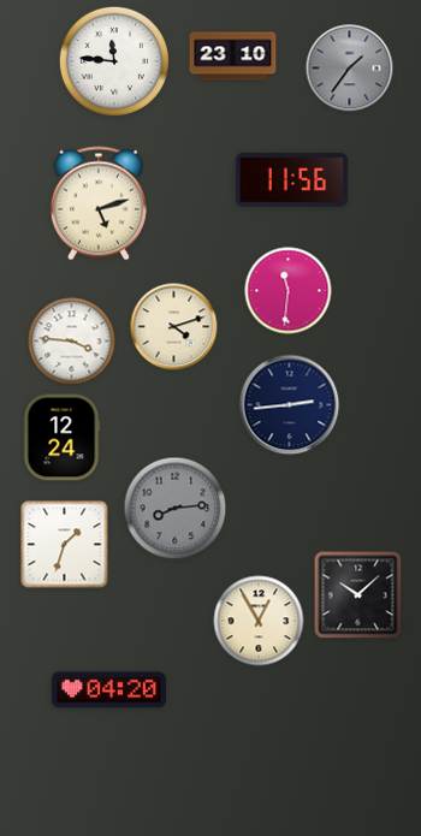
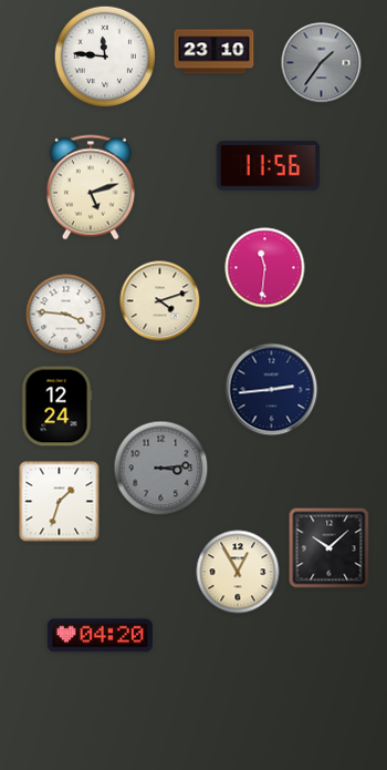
clock at (290, 405) position: (290, 405) -> (272, 390)
clock at (61, 438) position: (61, 438) -> (56, 407)
clock at (176, 509): 8:14 -> 3:14
